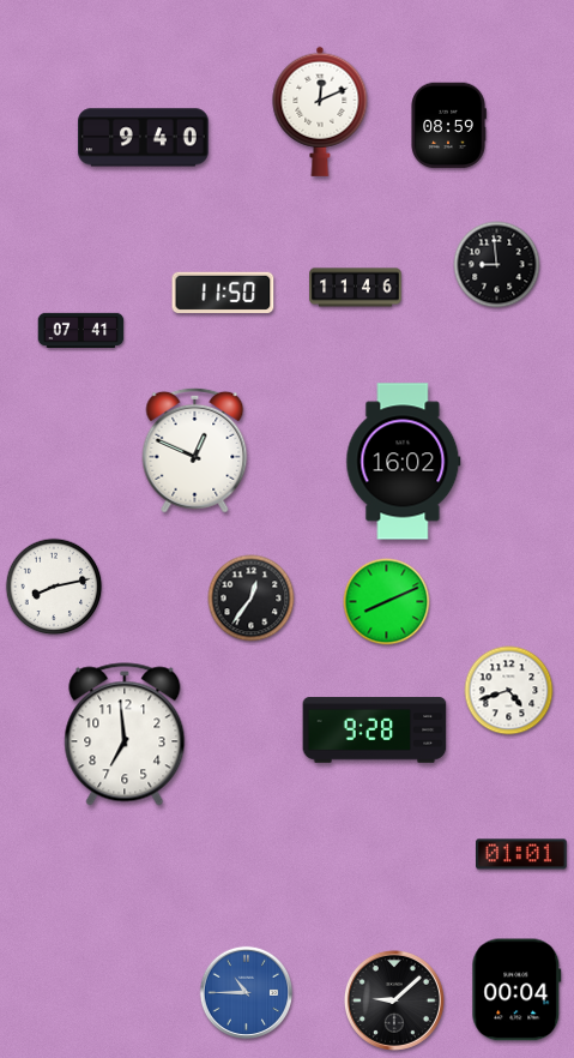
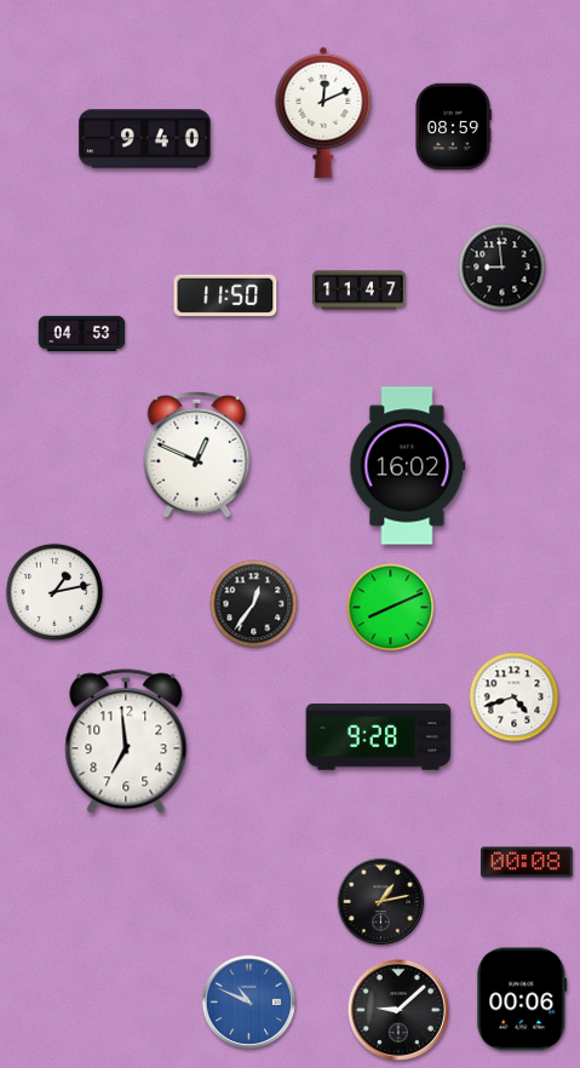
clock at (356, 288): 11:46 -> 11:47
clock at (81, 331): 07:41 -> 04:53
clock at (54, 587): 8:13 -> 1:13
clock at (522, 854): 01:01 -> 00:08
clock at (381, 902): none -> 1:13
clock at (516, 990): 00:04 -> 00:06
clock at (246, 992): 10:45 -> 10:49
